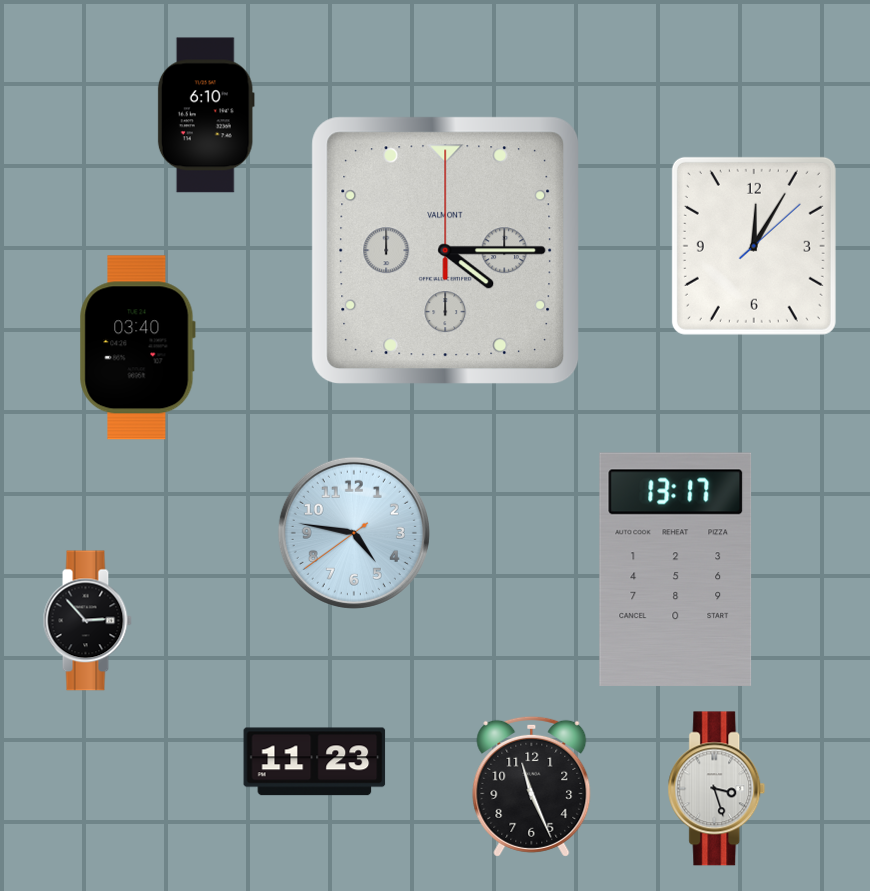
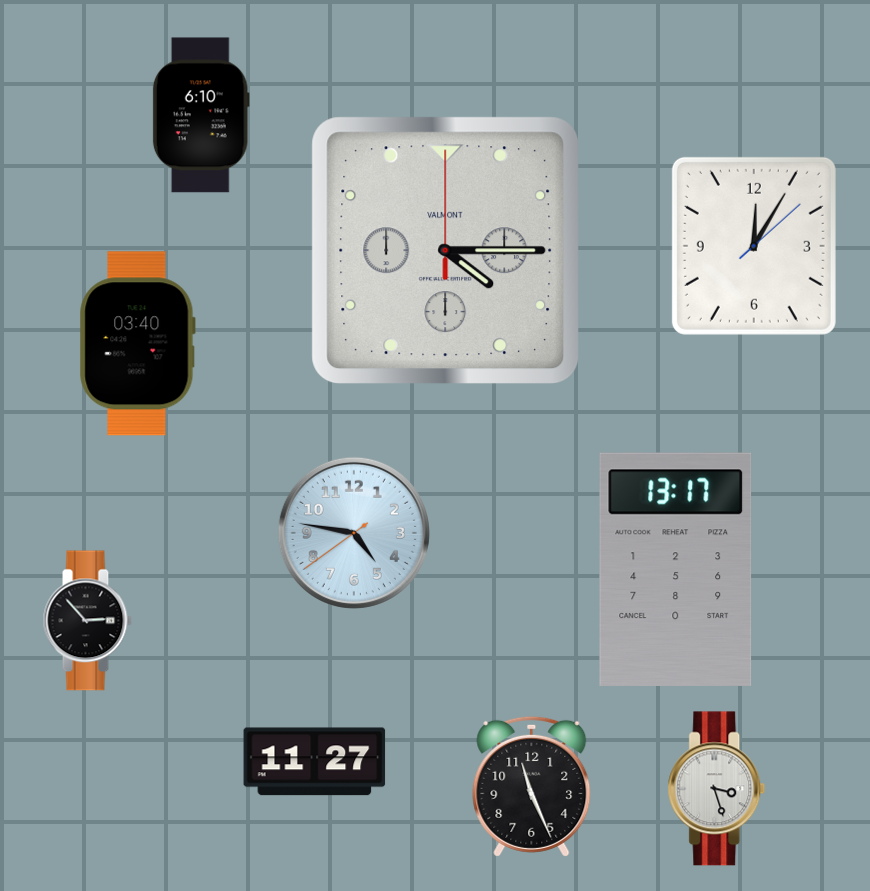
clock at (206, 115) position: (206, 115) -> (201, 115)
clock at (137, 348) position: (137, 348) -> (137, 344)
clock at (315, 762): 11:23 -> 11:27
